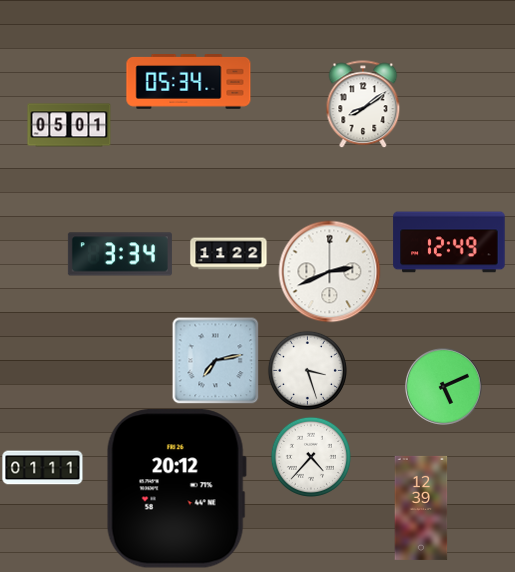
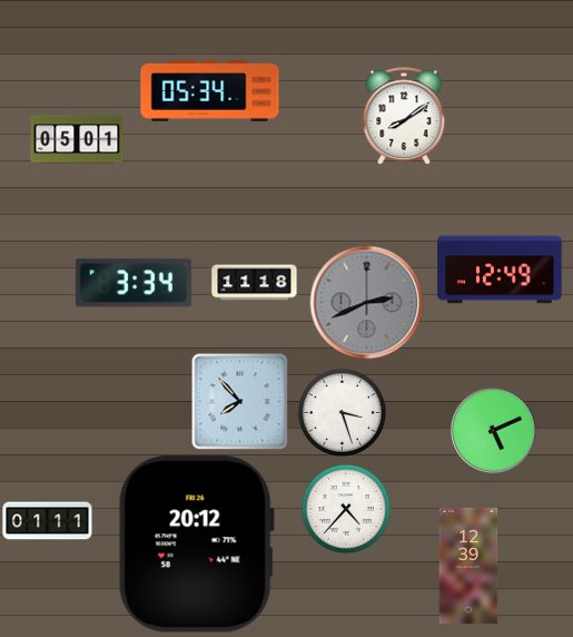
clock at (229, 254): 11:22 -> 11:18
clock at (330, 272) dial: white -> grey
clock at (215, 360): 7:13 -> 7:53
